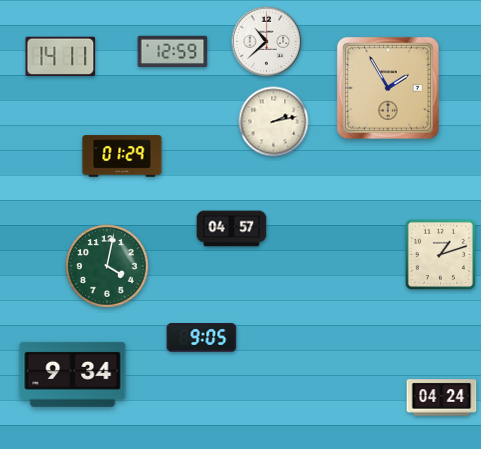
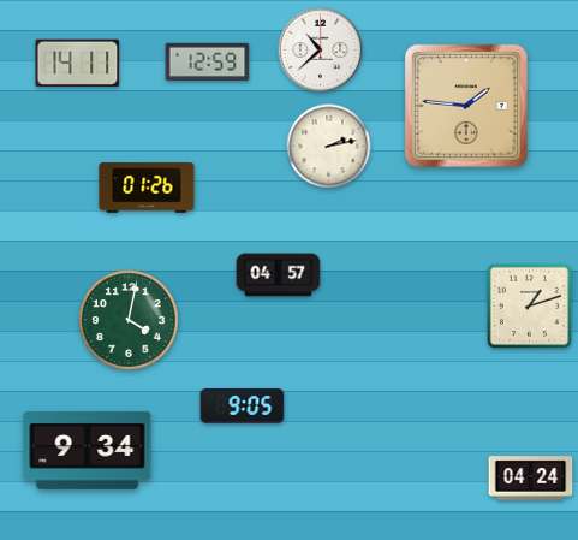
clock at (61, 56) position: (61, 56) -> (78, 63)
clock at (388, 88): 1:55 -> 1:46
clock at (122, 156): 01:29 -> 01:26
